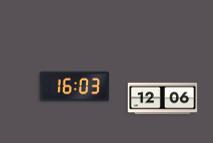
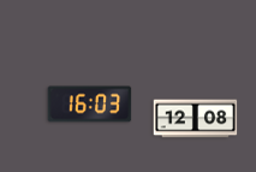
clock at (163, 99): 12:06 -> 12:08
